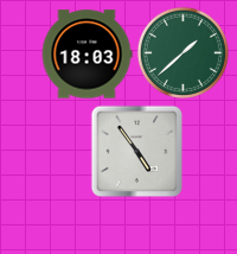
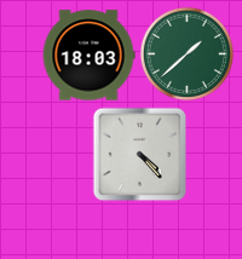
clock at (136, 151): 4:54 -> 4:23
